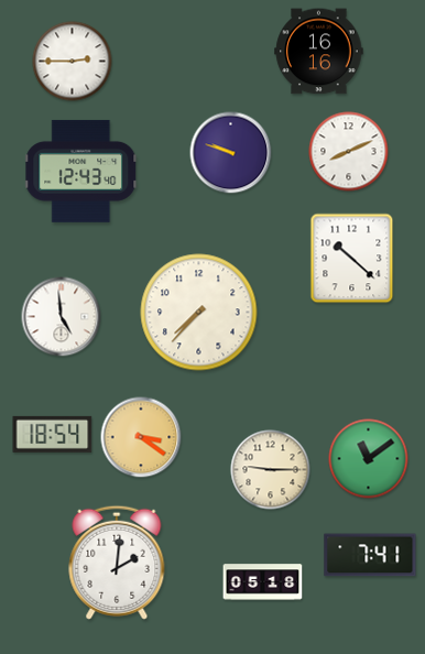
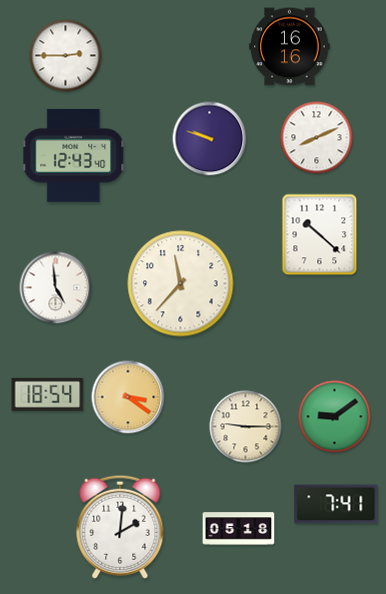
clock at (199, 313): 7:37 -> 11:37
clock at (369, 459): 11:09 -> 9:09
clock at (117, 563) position: (117, 563) -> (120, 527)
